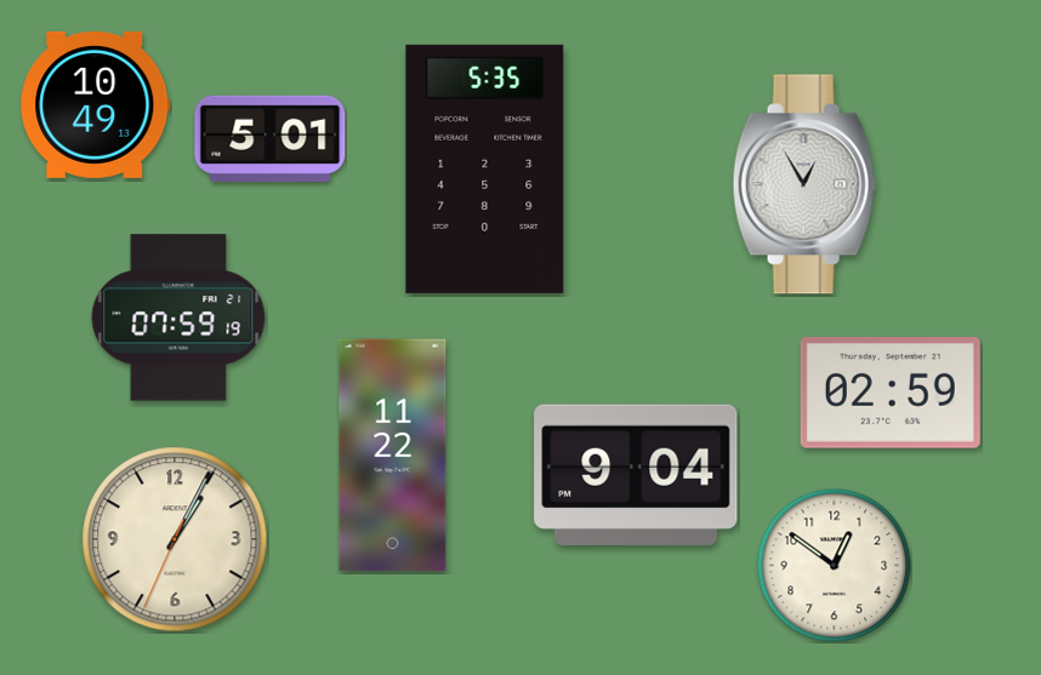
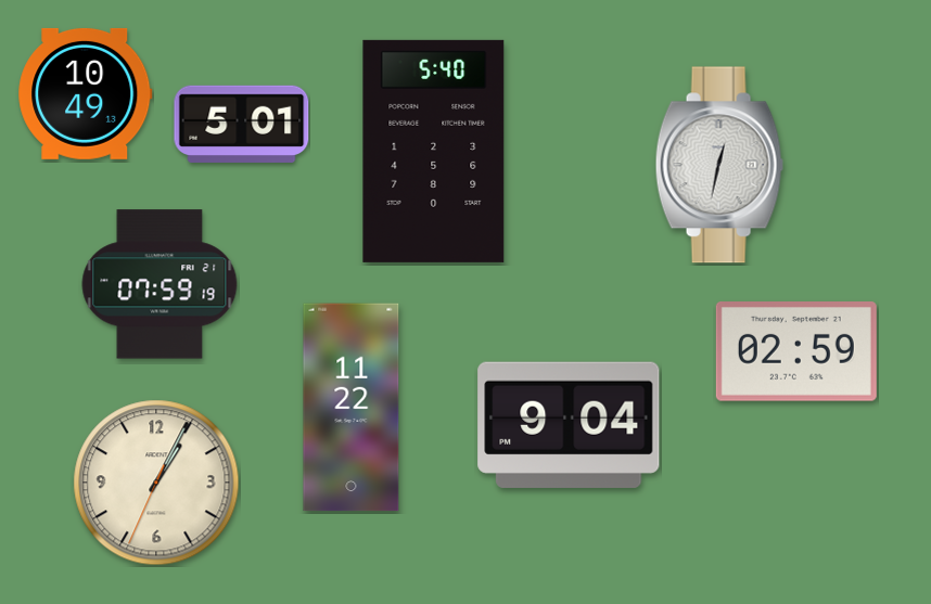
clock at (485, 168): 5:35 -> 5:40
clock at (804, 184): 12:55 -> 12:32
clock at (834, 565): 12:51 -> none
